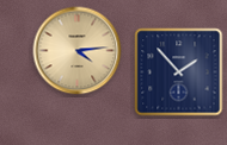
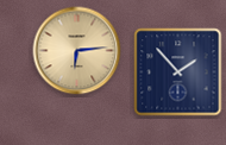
clock at (78, 51): 4:14 -> 6:14
